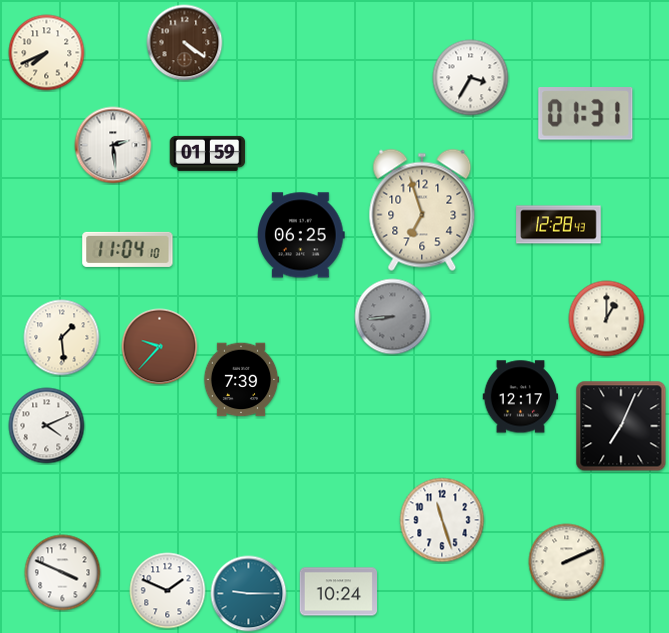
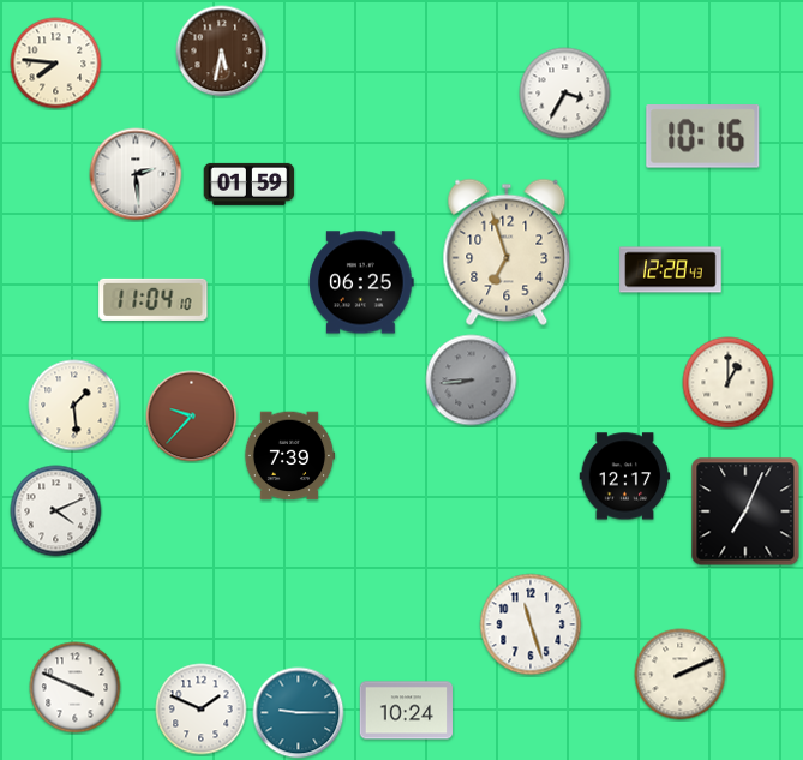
clock at (185, 43): 4:21 -> 5:32
clock at (47, 53): 7:41 -> 7:46
clock at (586, 114): 01:31 -> 10:16
